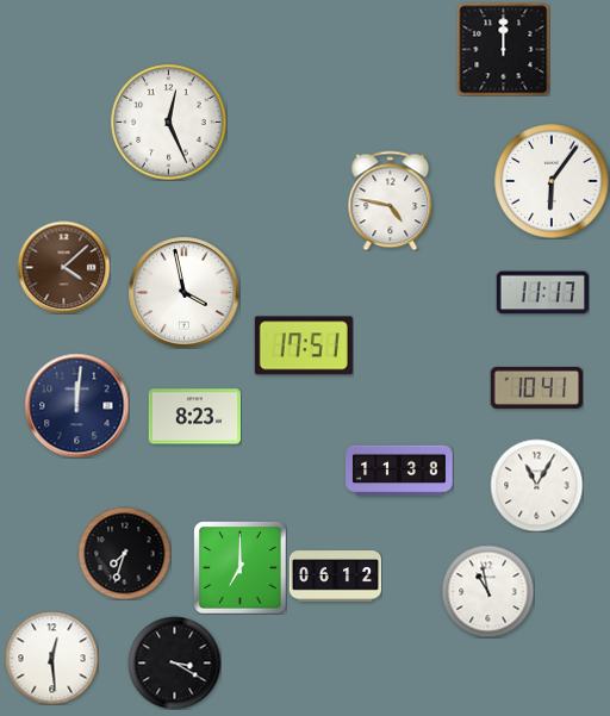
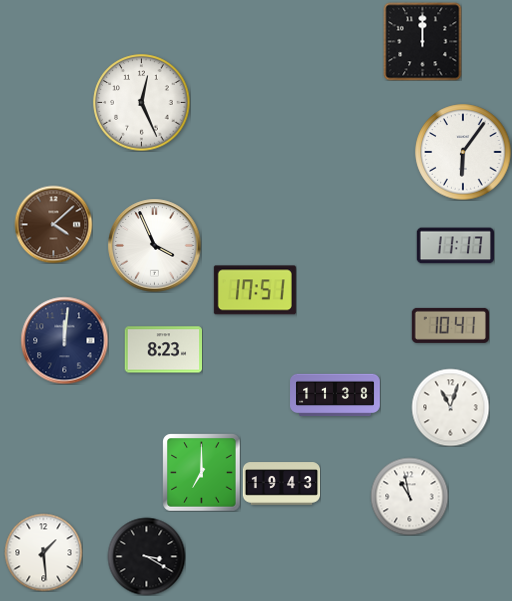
clock at (391, 200): 4:47 -> none
clock at (183, 292): 3:58 -> 3:56
clock at (536, 485): 11:05 -> 11:03
clock at (124, 553): 7:33 -> none
clock at (239, 567) position: (239, 567) -> (201, 472)
clock at (335, 577): 06:12 -> 19:43
clock at (51, 658): 12:29 -> 1:29
